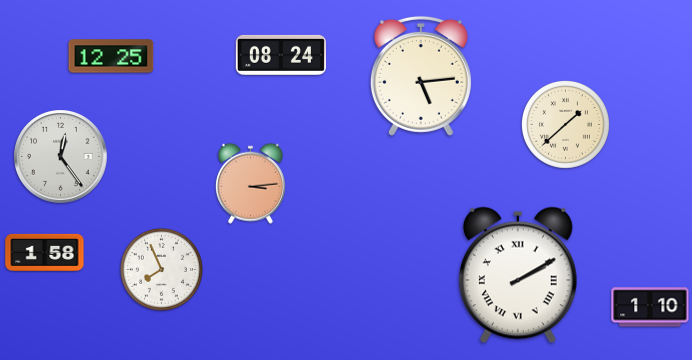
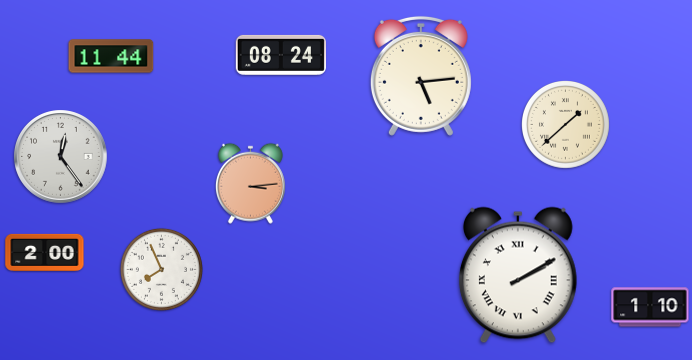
clock at (111, 56): 12:25 -> 11:44
clock at (45, 252): 1:58 -> 2:00
